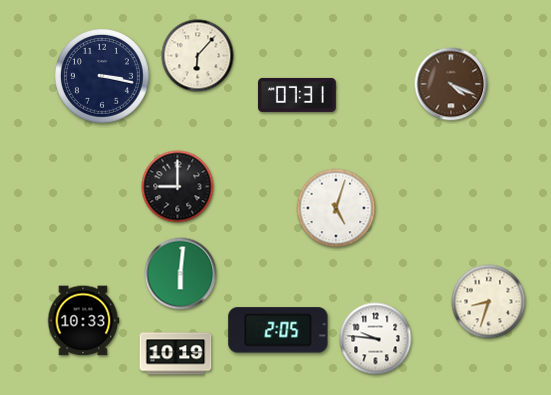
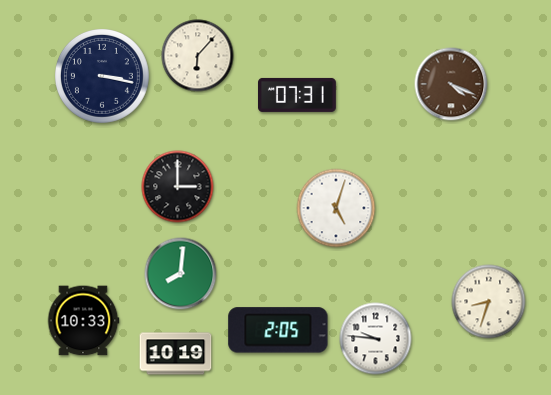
clock at (178, 187): 9:00 -> 3:00
clock at (181, 274): 6:01 -> 8:01
